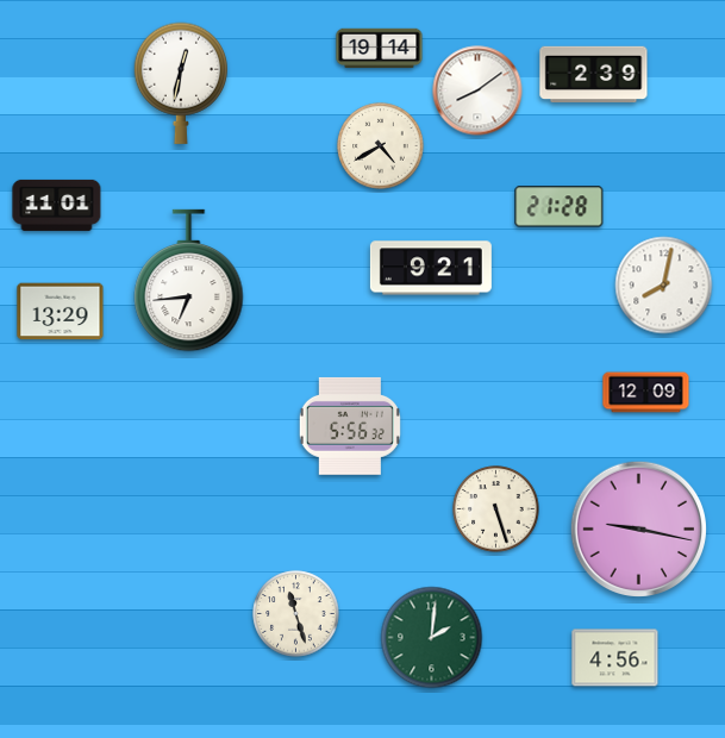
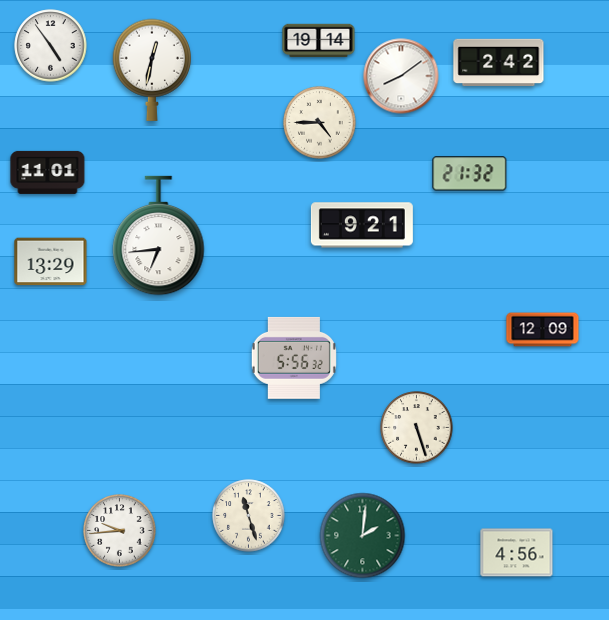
clock at (51, 46): none -> 4:54
clock at (594, 75): 2:39 -> 2:42
clock at (381, 146): 4:40 -> 4:45
clock at (560, 207): 21:28 -> 21:32
clock at (664, 286): 8:02 -> none
clock at (639, 530): 9:17 -> none
clock at (120, 531): none -> 9:44
